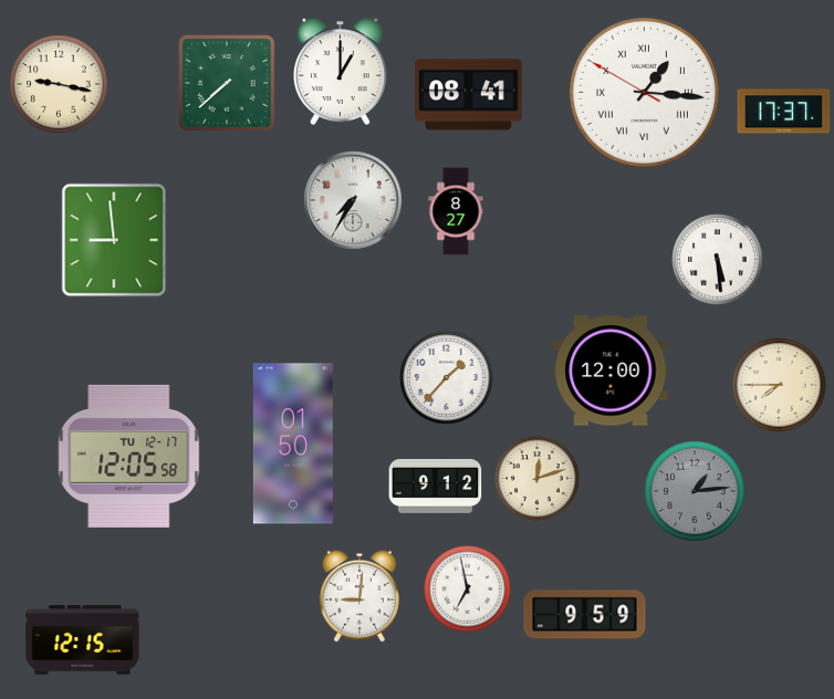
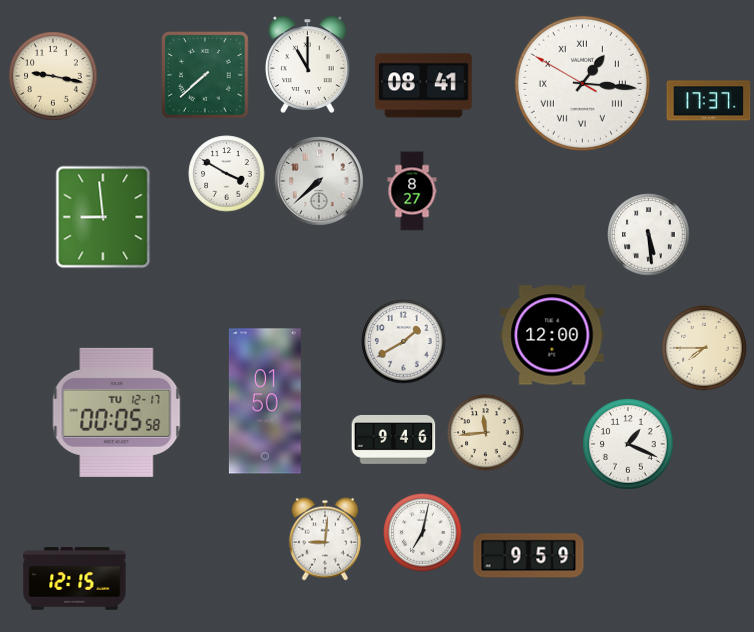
clock at (341, 71): 1:00 -> 11:00
clock at (227, 174): none -> 3:50
clock at (353, 200): 7:35 -> 7:38
clock at (447, 378): 1:37 -> 1:40
clock at (129, 456): 12:05 -> 00:05
clock at (538, 479): 12:12 -> 11:44
clock at (436, 486): 9:12 -> 9:46
clock at (695, 491): 1:14 -> 1:19
clock at (695, 491) dial: grey -> white
clock at (468, 590): 6:58 -> 7:02
